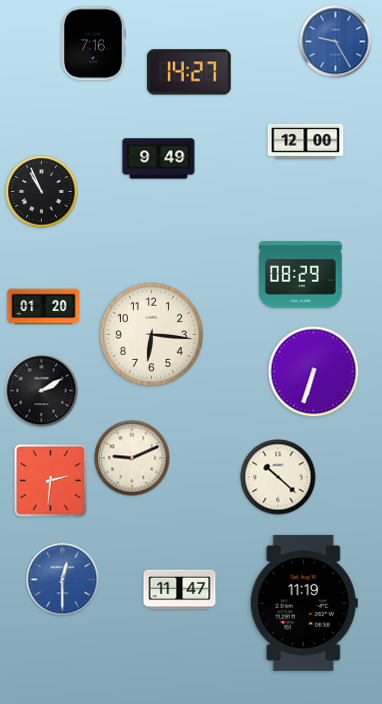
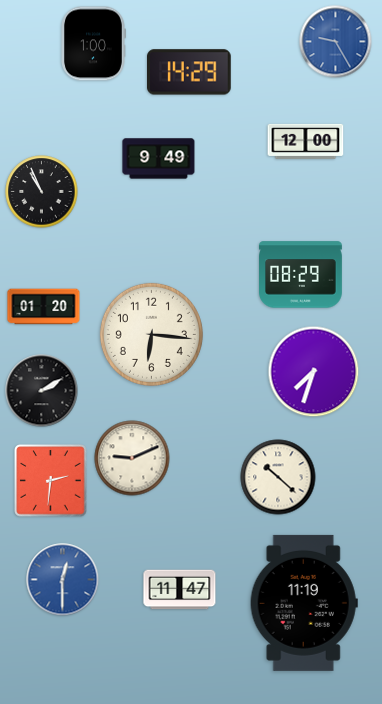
clock at (94, 44): 7:16 -> 1:00
clock at (190, 72): 14:27 -> 14:29
clock at (314, 372): 6:33 -> 7:33
